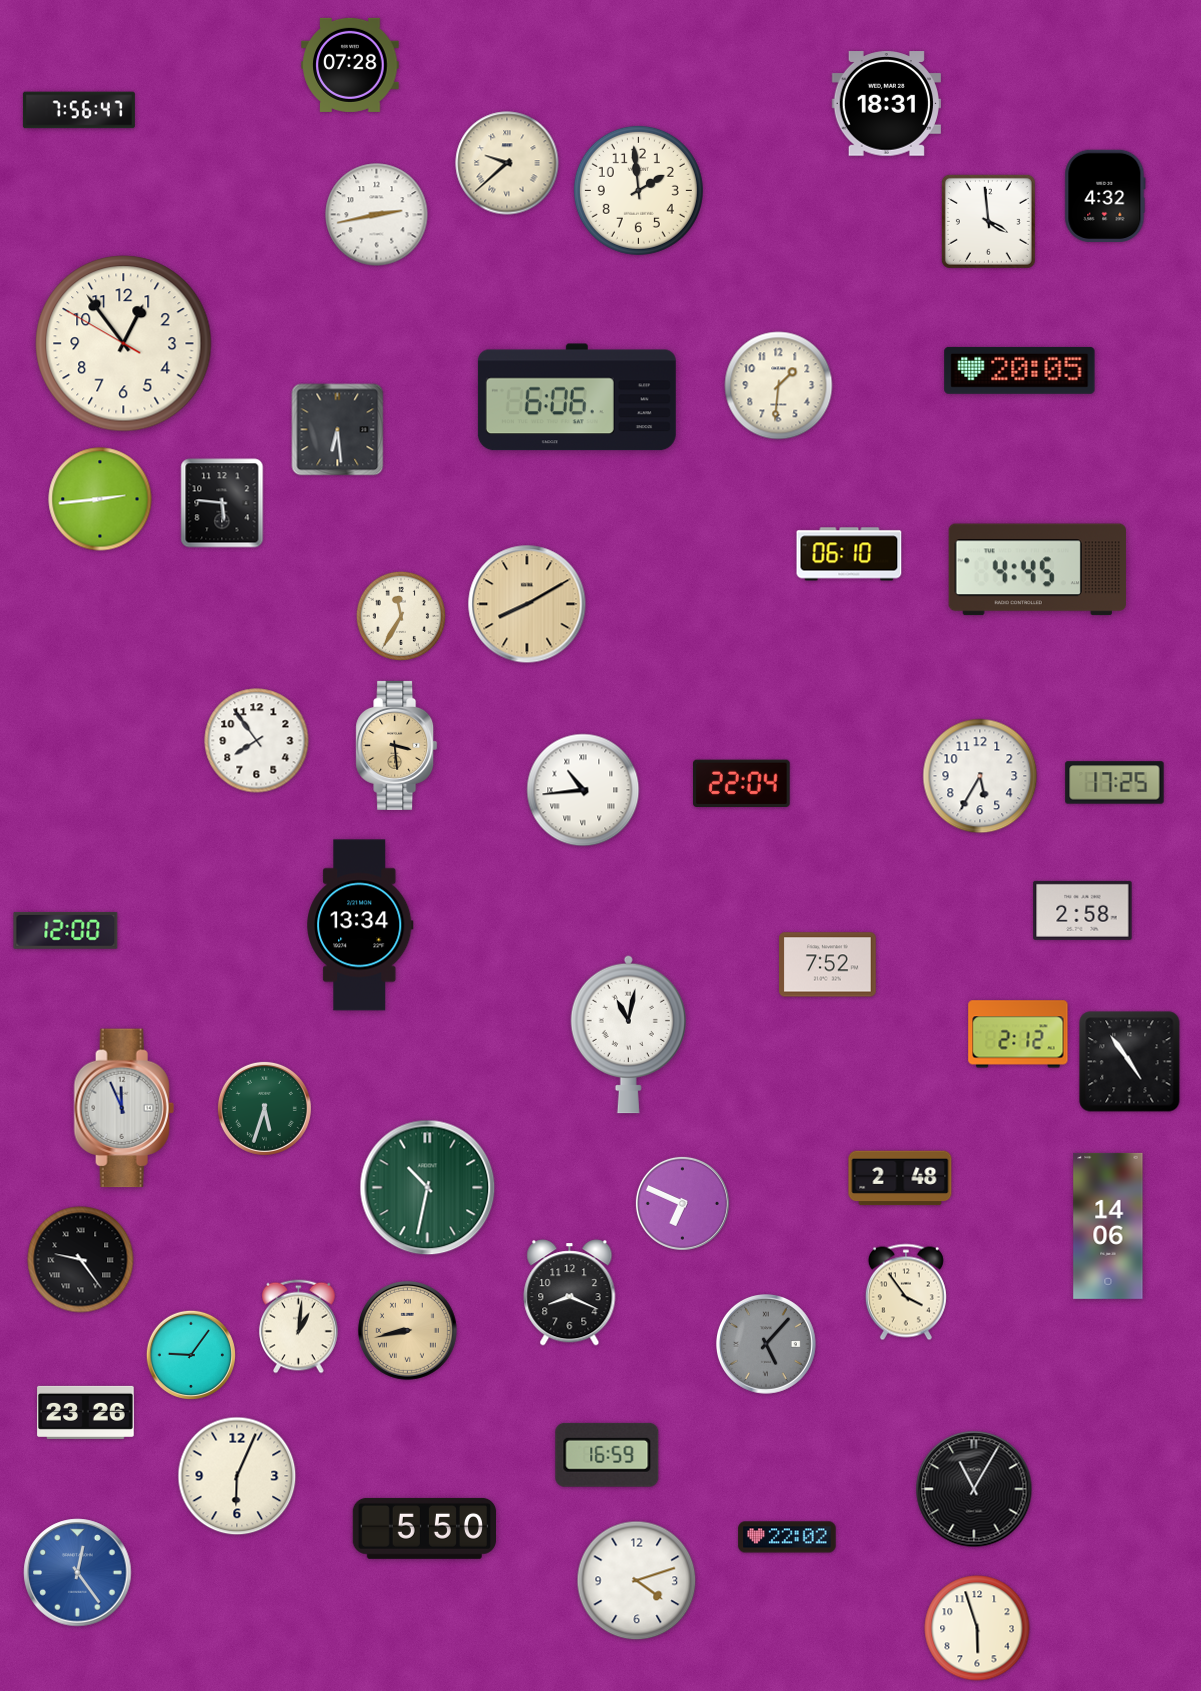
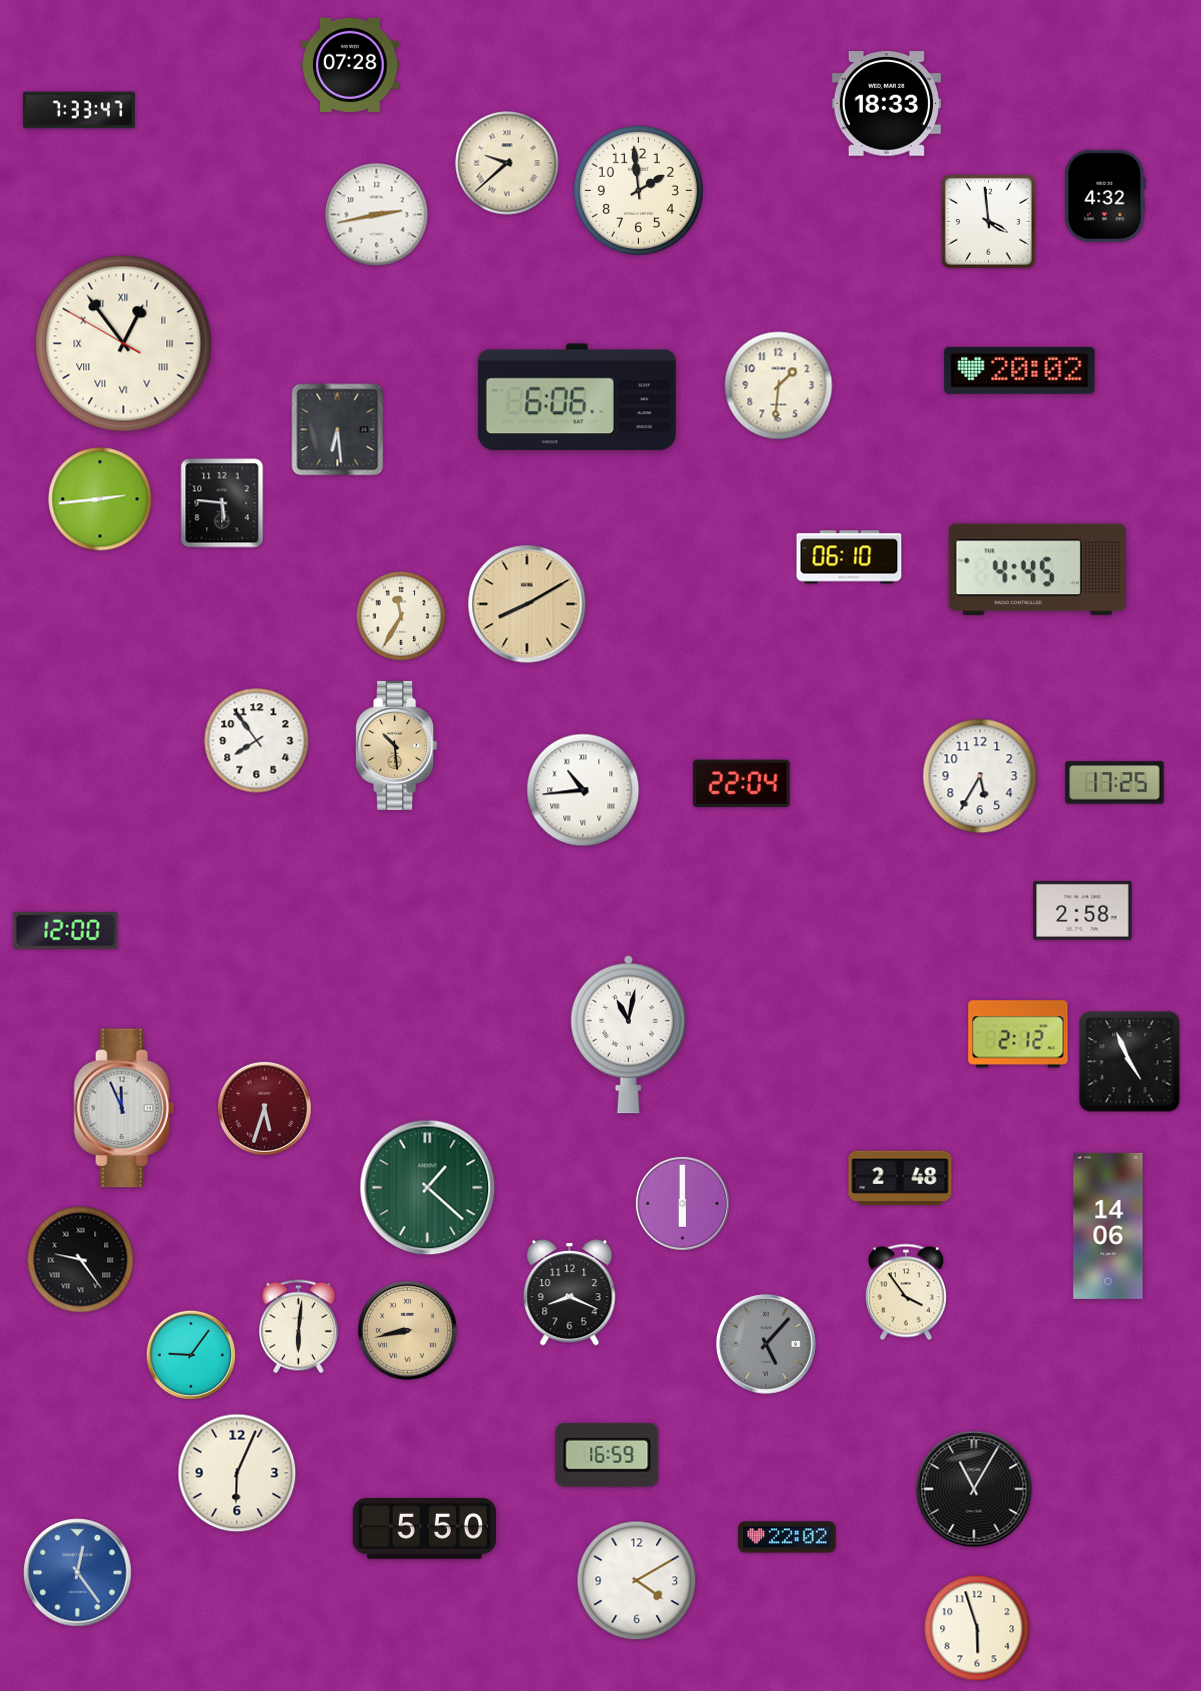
clock at (886, 104): 18:31 -> 18:33
clock at (79, 110): 7:56 -> 7:33
clock at (124, 344) numerals: Arabic -> Roman
clock at (1020, 370): 20:05 -> 20:02
clock at (849, 554) position: (849, 554) -> (849, 557)
clock at (397, 745): 3:29 -> 10:29
clock at (360, 925): 13:34 -> none
clock at (828, 965): 7:52 -> none
clock at (1130, 1062): 4:54 -> 4:56
clock at (264, 1108) dial: green -> burgundy
clock at (428, 1188): 10:32 -> 1:22
clock at (682, 1203): 6:49 -> 6:00
clock at (299, 1327): 1:01 -> 6:01
clock at (86, 1412): 23:26 -> none
clock at (237, 1476) position: (237, 1476) -> (237, 1473)
clock at (637, 1581): 4:12 -> 4:10
